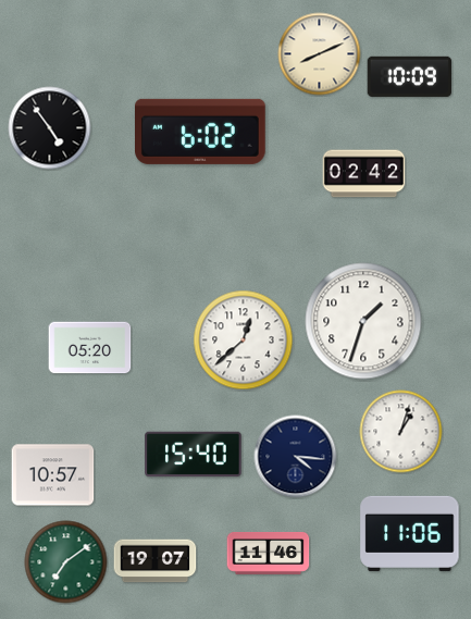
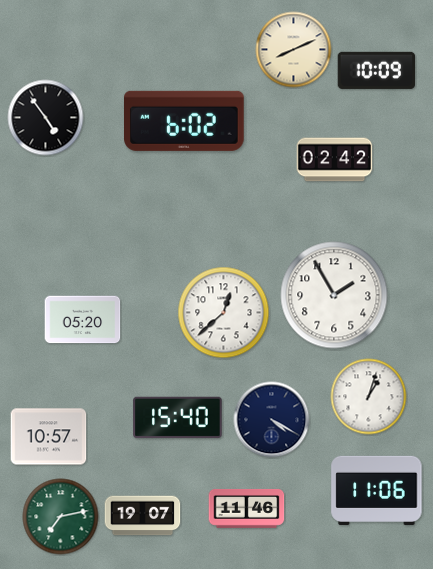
clock at (363, 321): 1:33 -> 1:55
clock at (296, 457): 4:16 -> 4:20
clock at (66, 562): 7:09 -> 7:13
